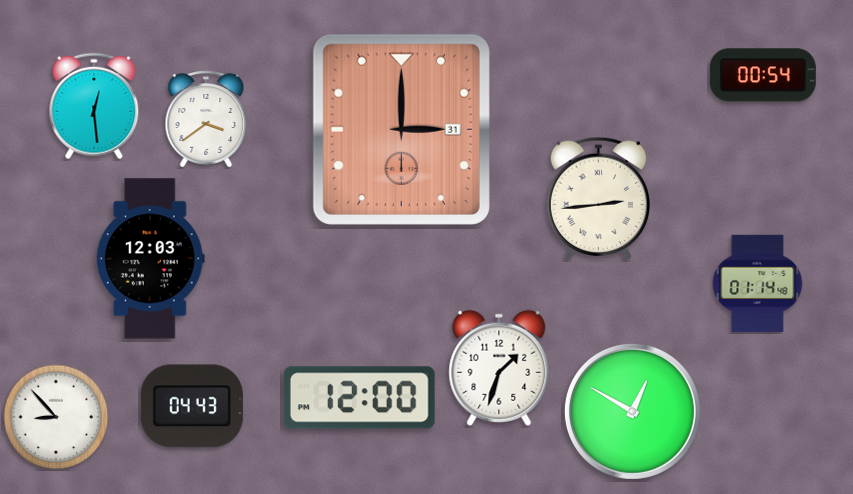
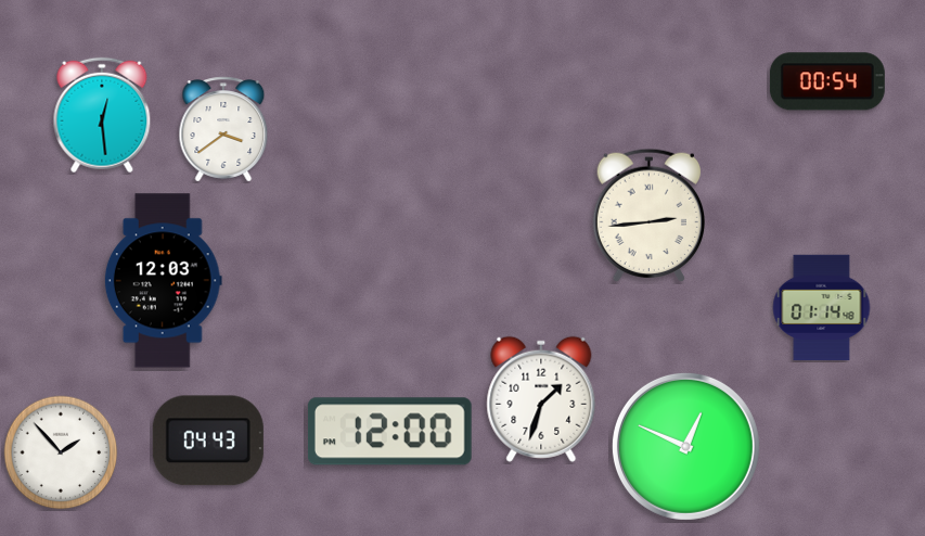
clock at (401, 129): 3:00 -> none
clock at (632, 411): 12:50 -> 12:49
clock at (56, 417): 8:53 -> 1:53
